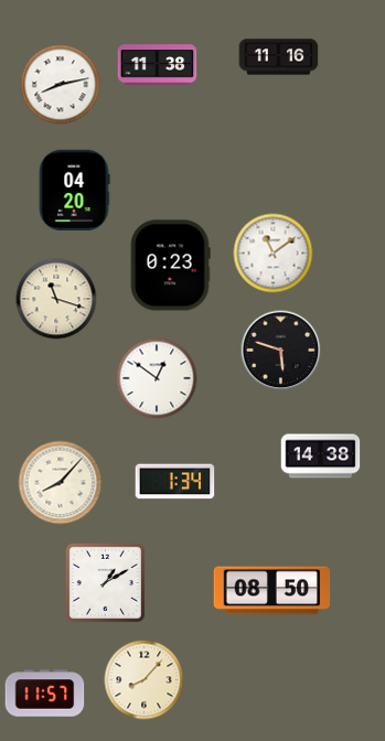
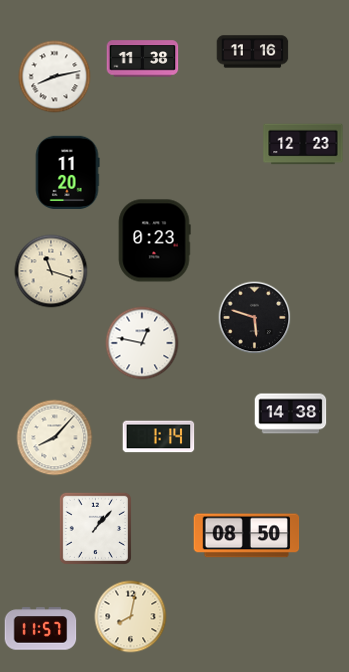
clock at (303, 144): none -> 12:23
clock at (74, 190): 04:20 -> 11:20
clock at (274, 254): 11:09 -> none
clock at (157, 378): 12:51 -> 12:47
clock at (175, 482): 1:34 -> 1:14
clock at (105, 582): 1:10 -> 1:07
clock at (145, 680): 8:07 -> 8:02
